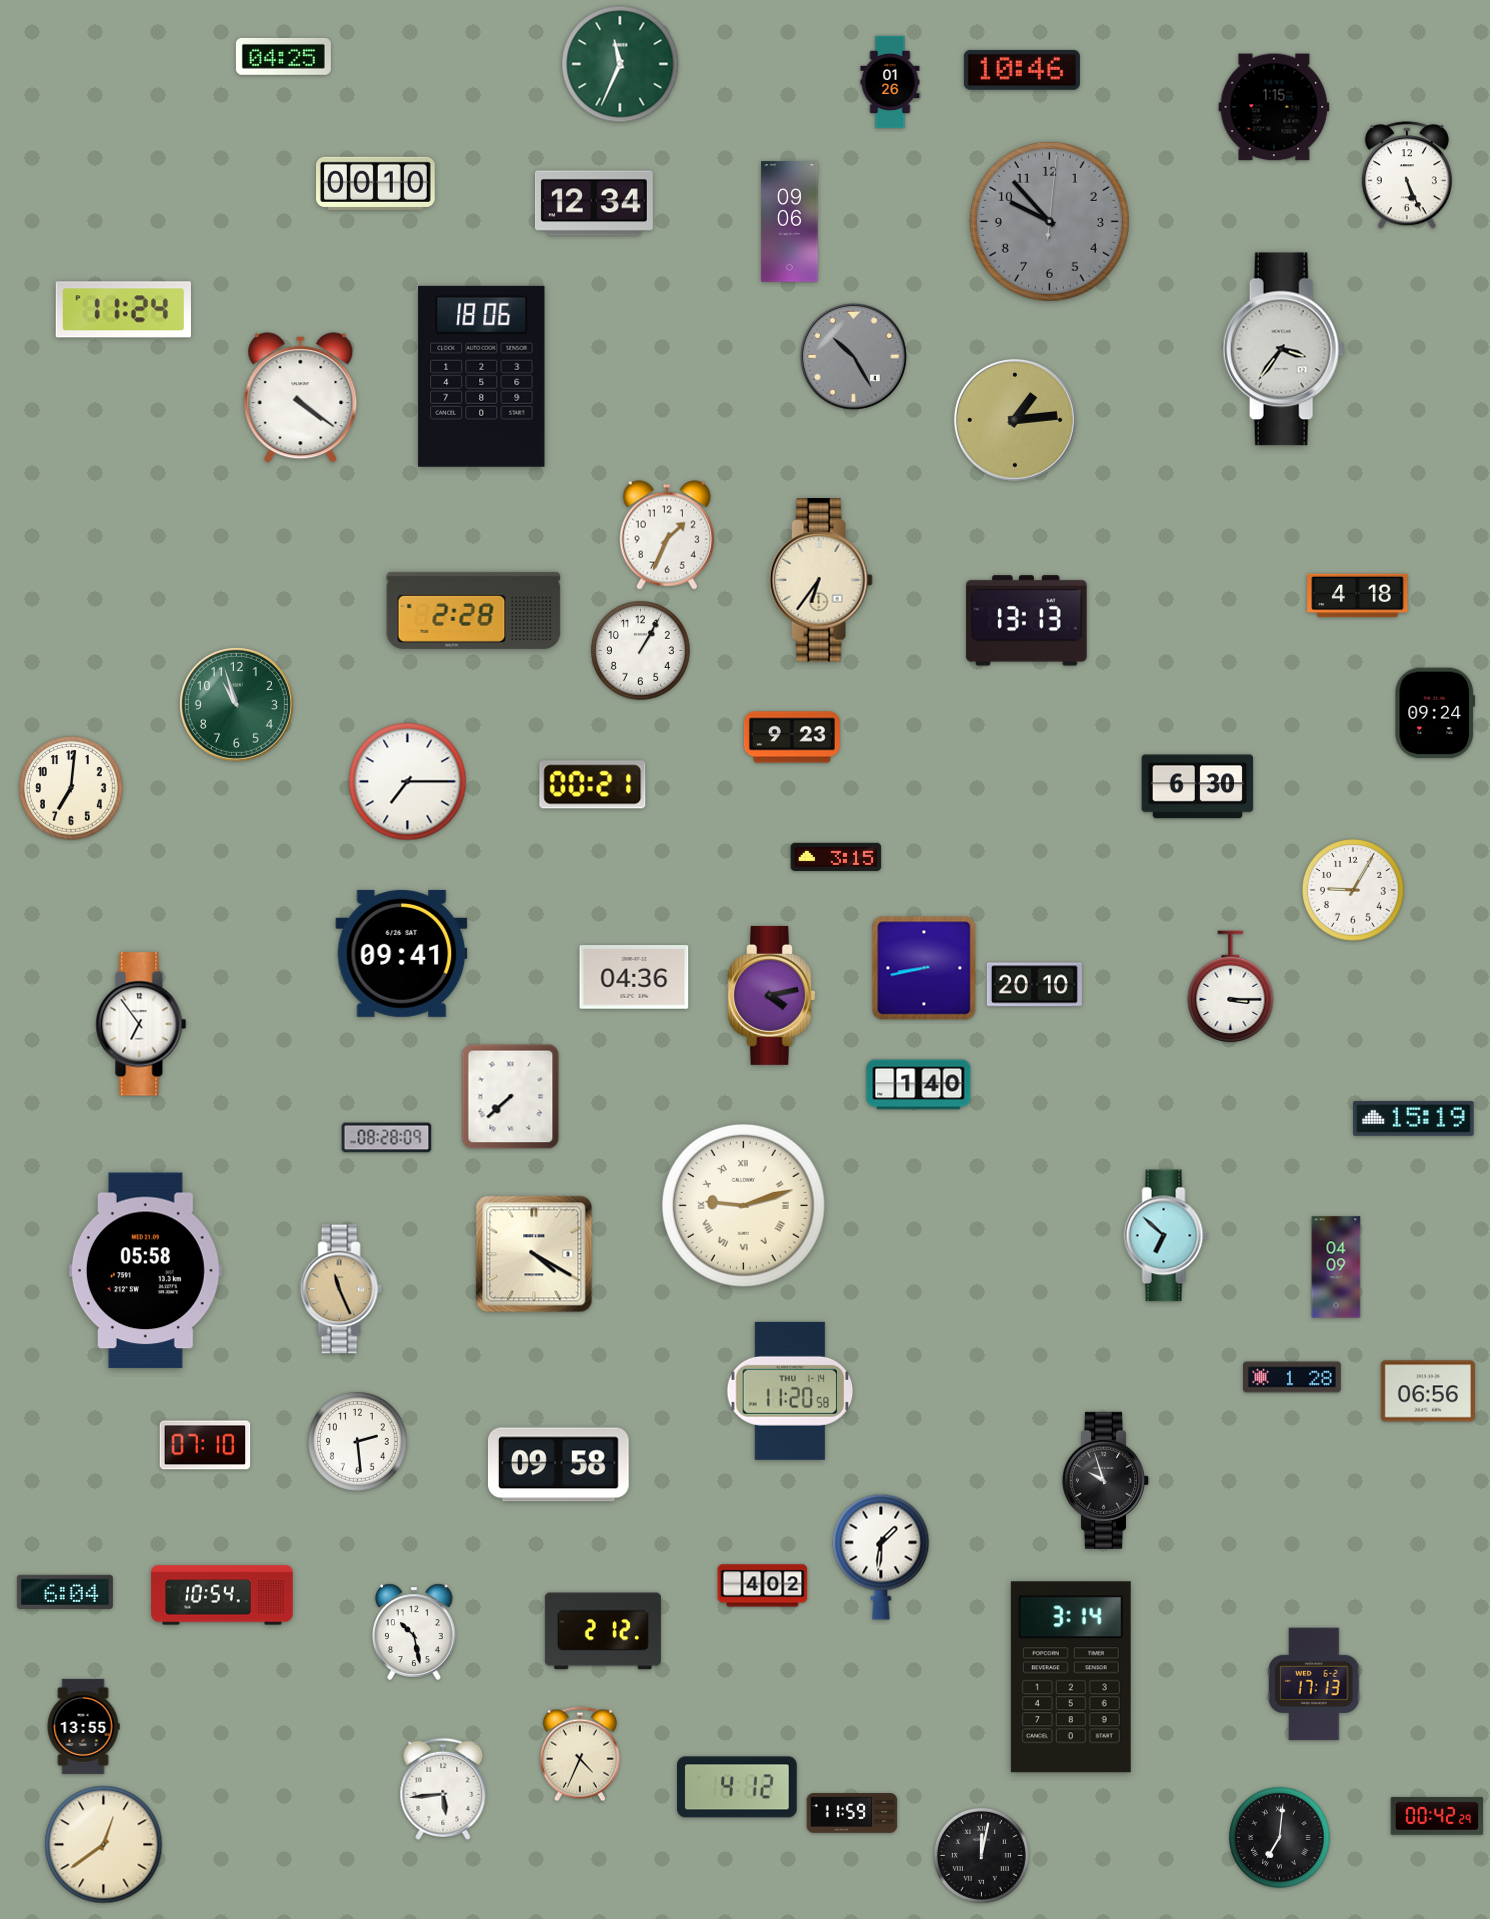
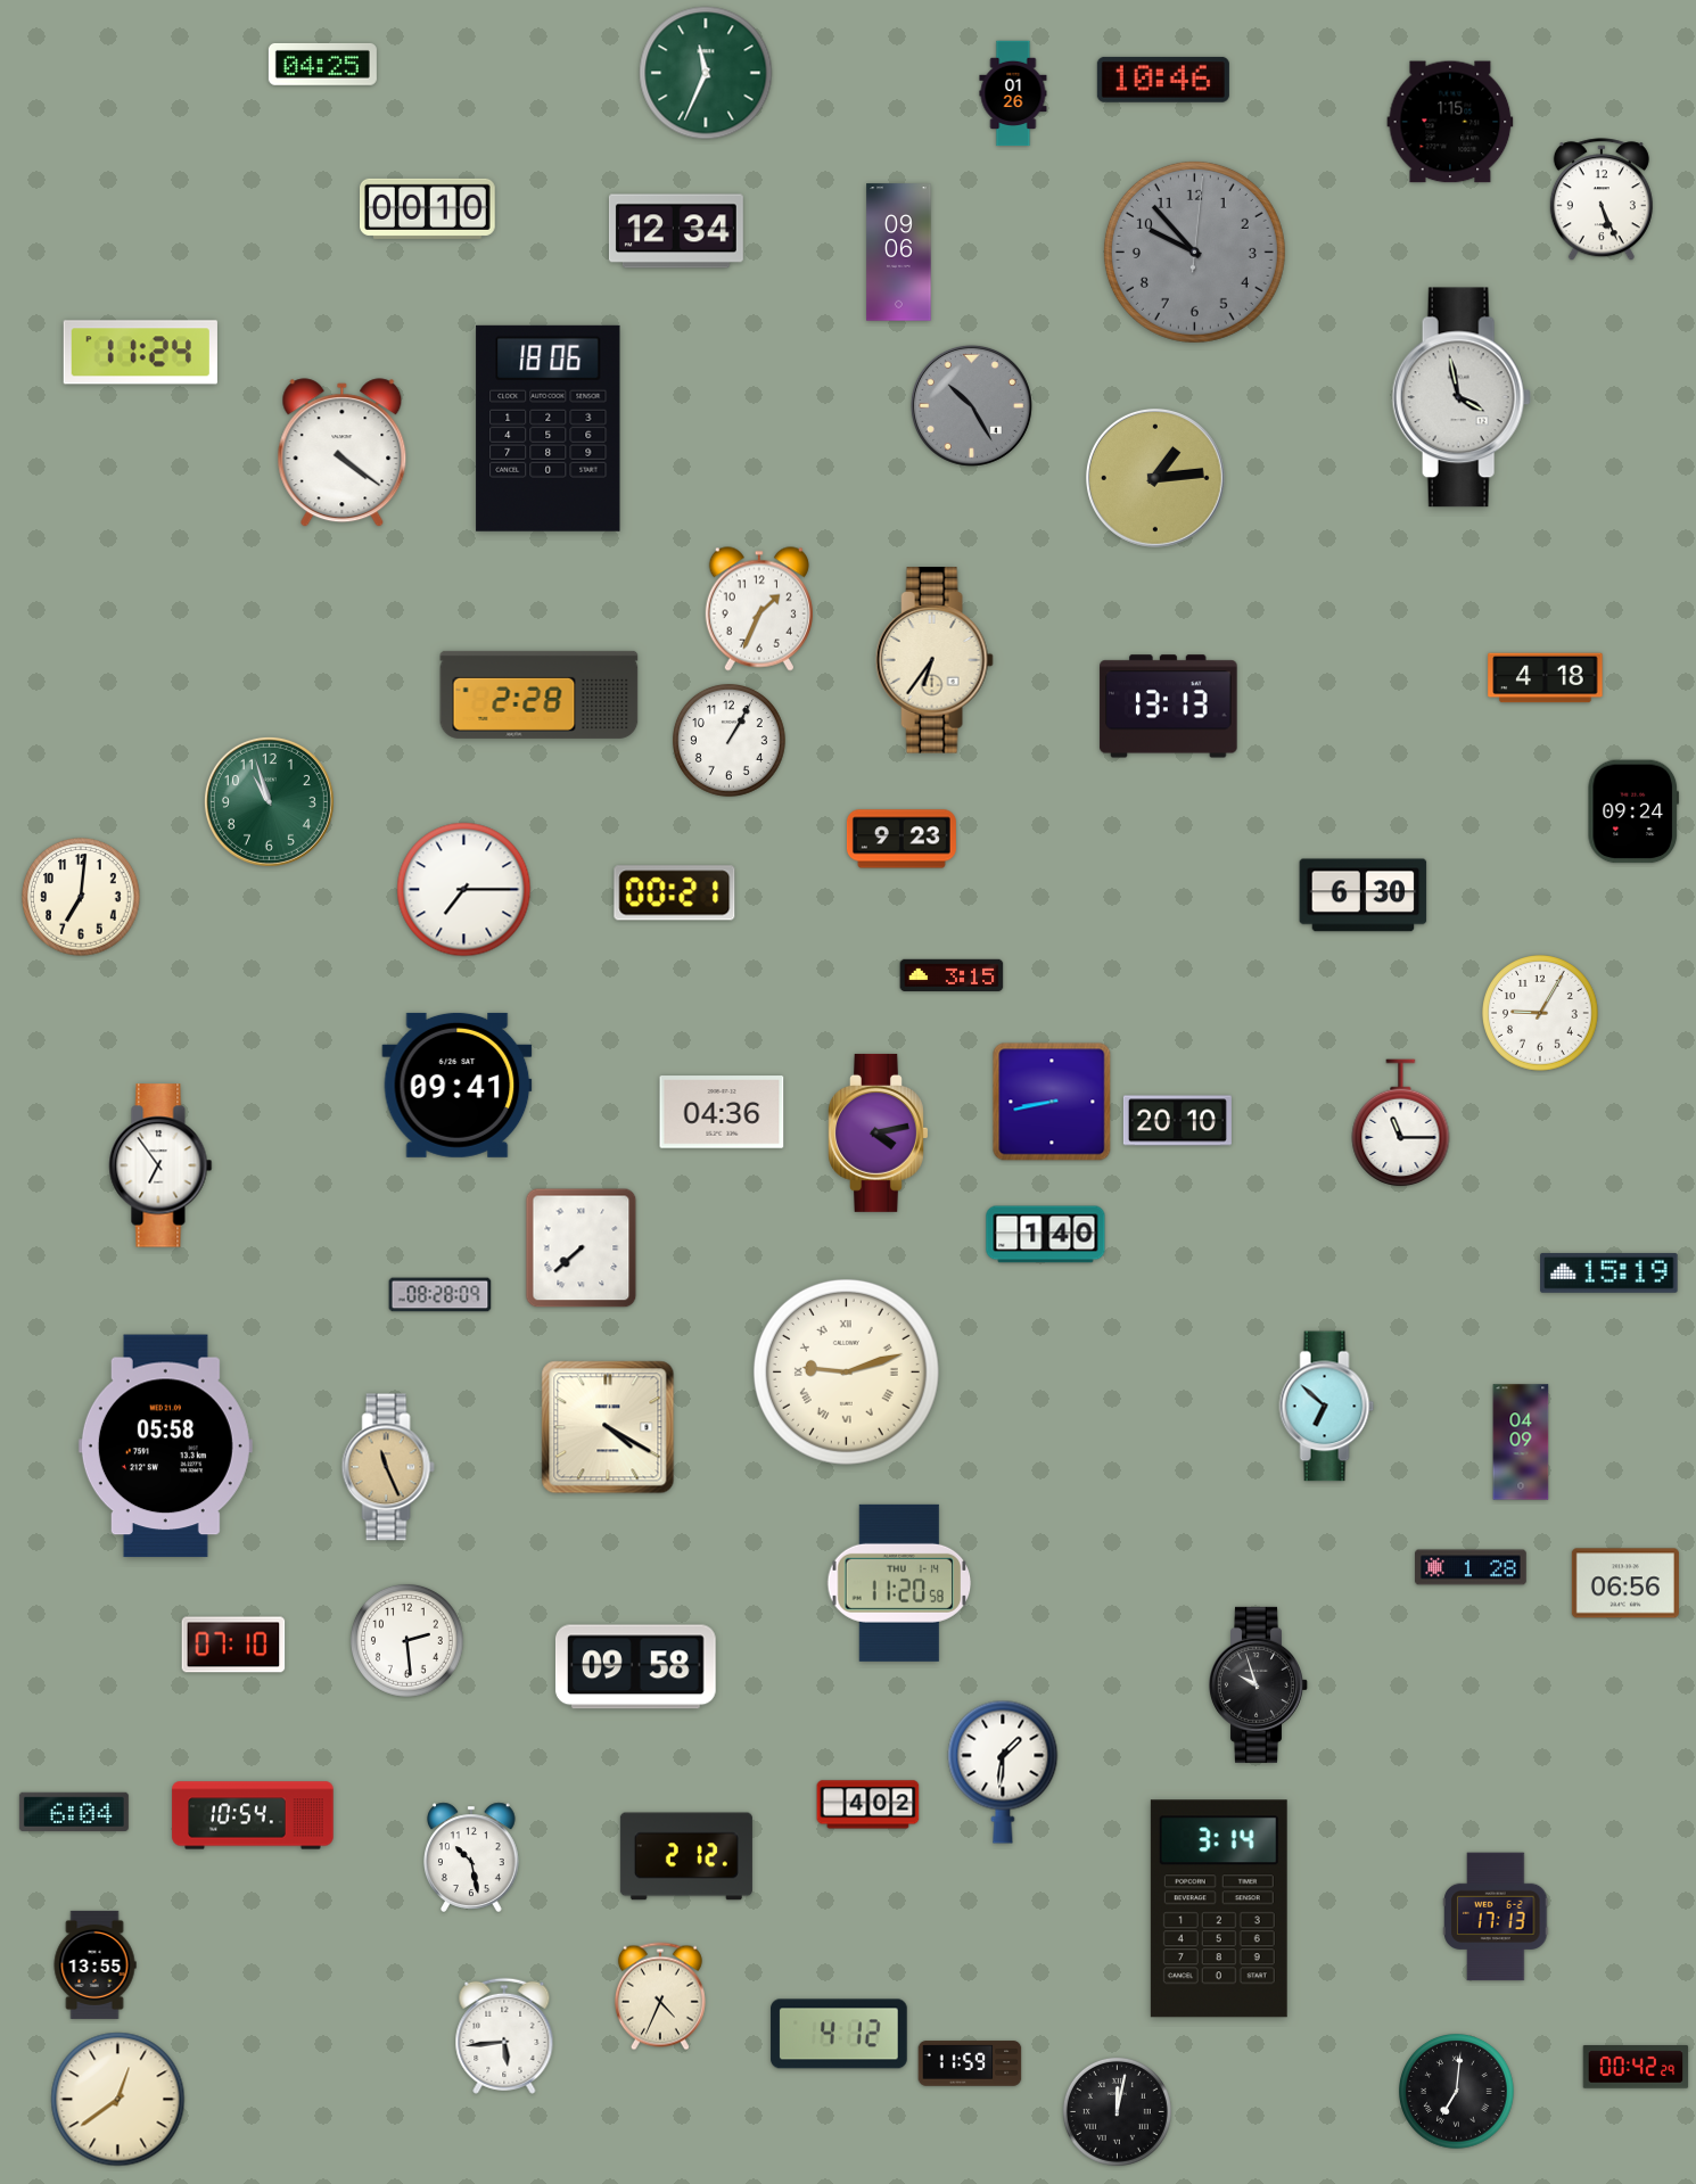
clock at (1284, 349): 3:36 -> 3:58
clock at (1231, 987): 3:15 -> 11:15
